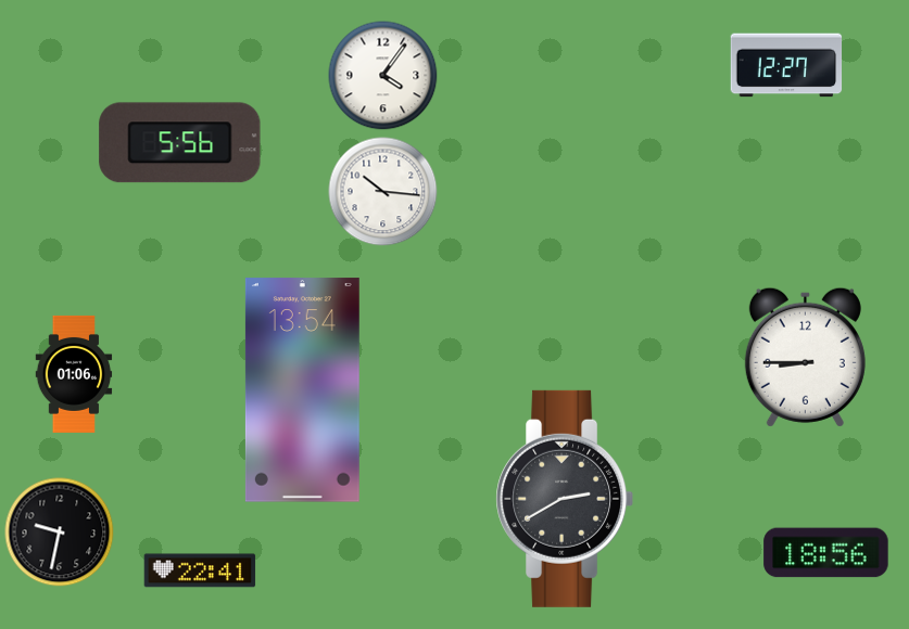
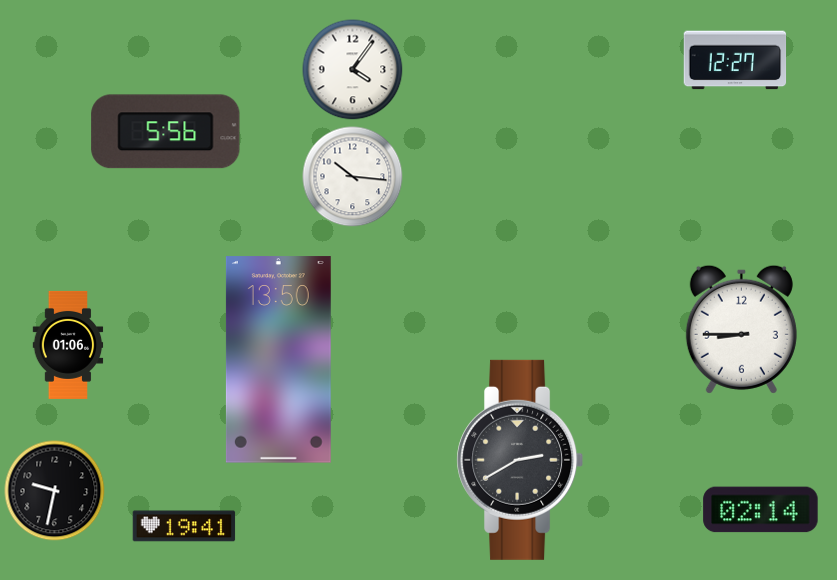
clock at (786, 65) position: (786, 65) -> (735, 60)
clock at (302, 390): 13:54 -> 13:50
clock at (826, 553): 18:56 -> 02:14
clock at (200, 570): 22:41 -> 19:41
